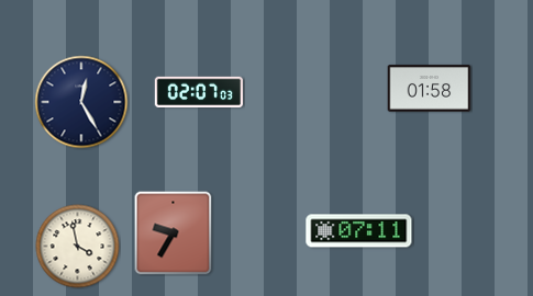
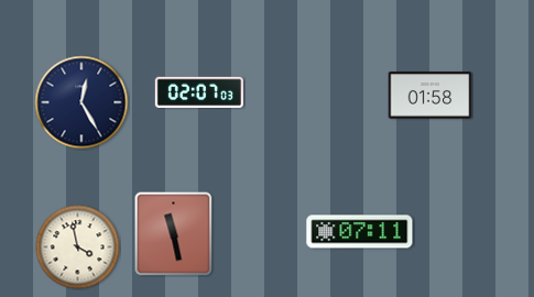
clock at (430, 89) position: (430, 89) -> (431, 96)
clock at (174, 234): 9:35 -> 11:28
